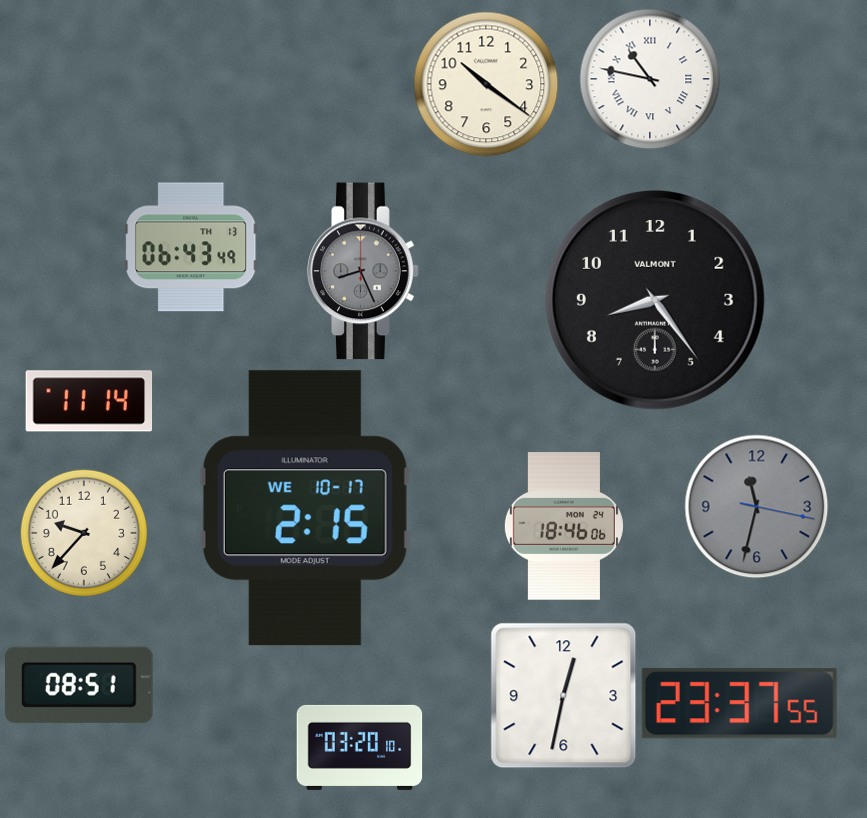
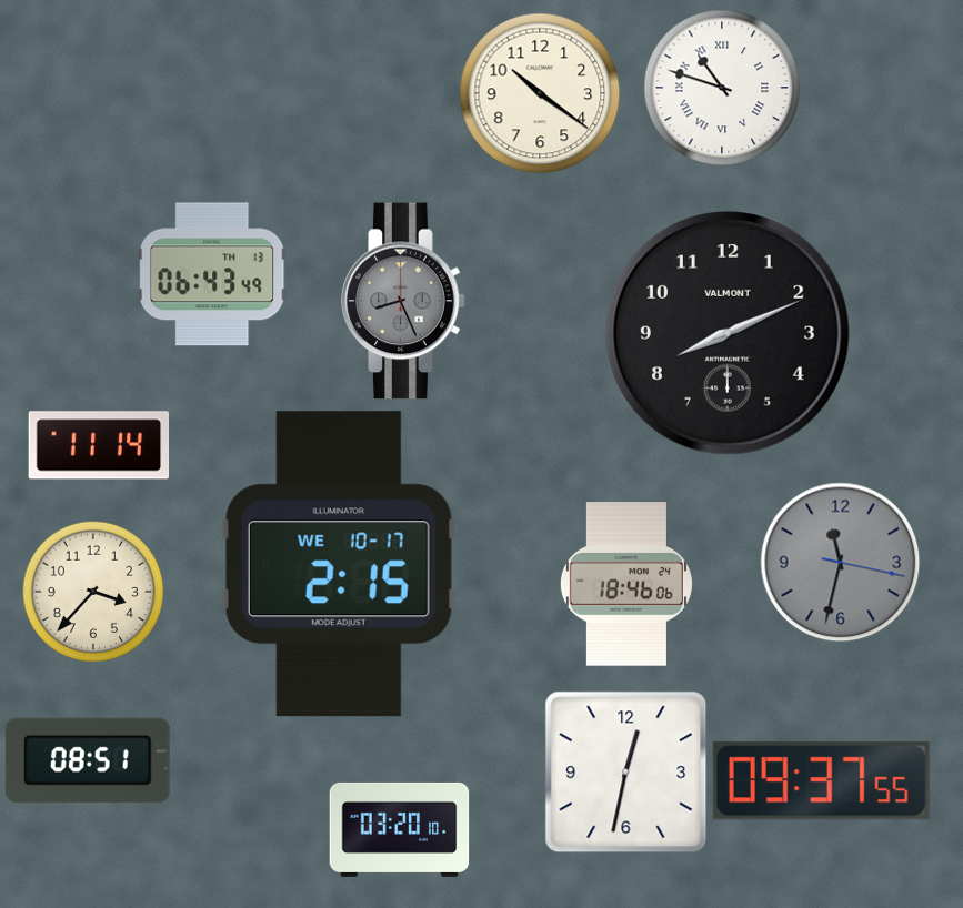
clock at (650, 79): 10:47 -> 10:48
clock at (655, 300): 8:24 -> 8:11
clock at (84, 533): 9:37 -> 3:37
clock at (739, 704): 23:37 -> 09:37
